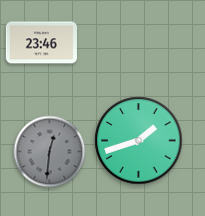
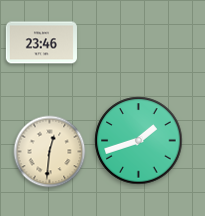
clock at (50, 152) dial: grey -> cream
